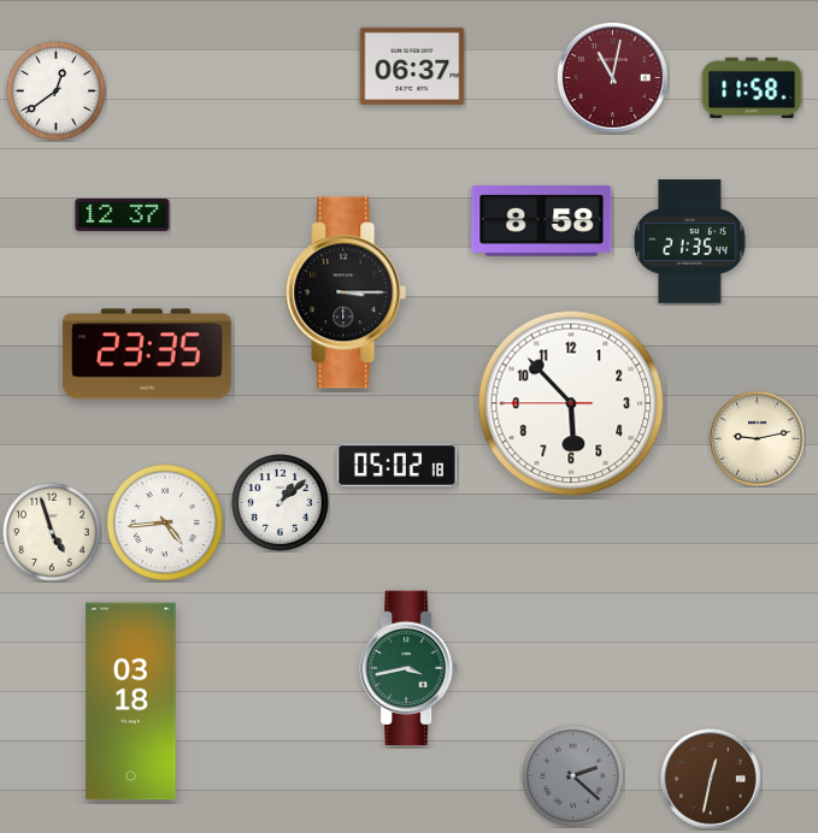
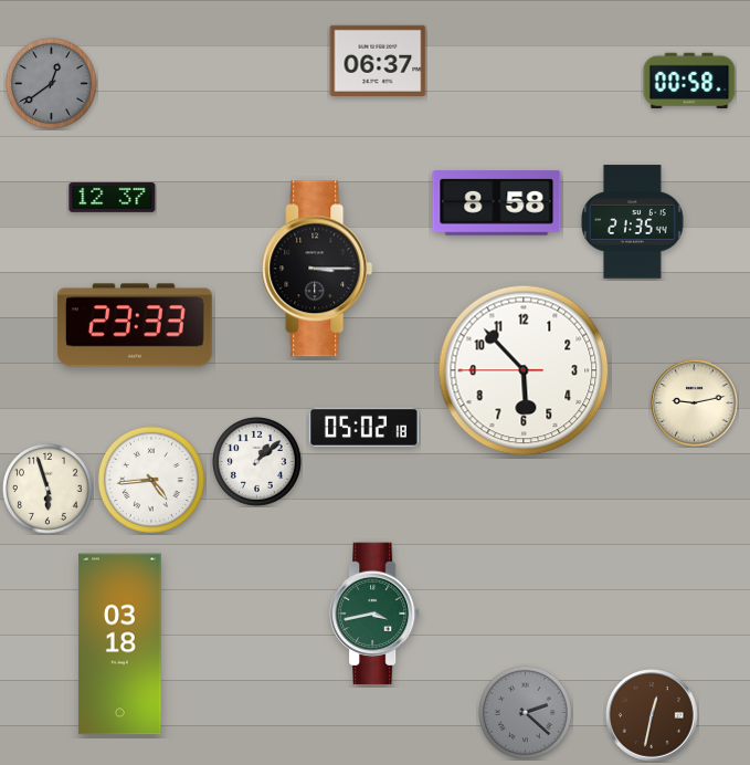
clock at (612, 77): 11:02 -> none
clock at (752, 88): 11:58 -> 00:58
clock at (55, 90) dial: white -> grey
clock at (147, 354): 23:35 -> 23:33
clock at (53, 533): 4:57 -> 5:57
